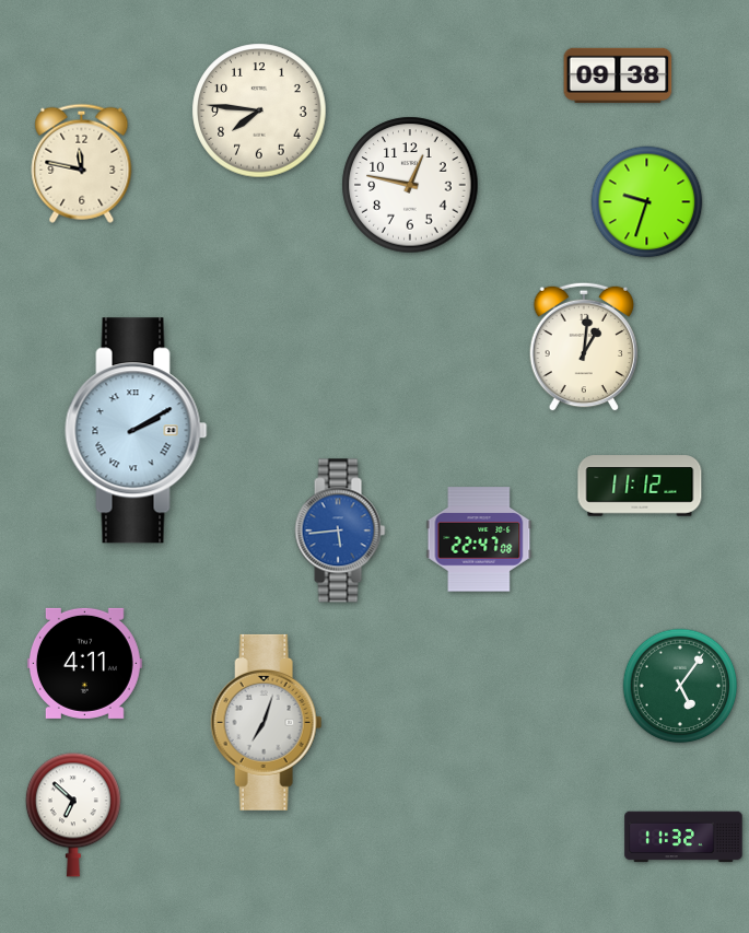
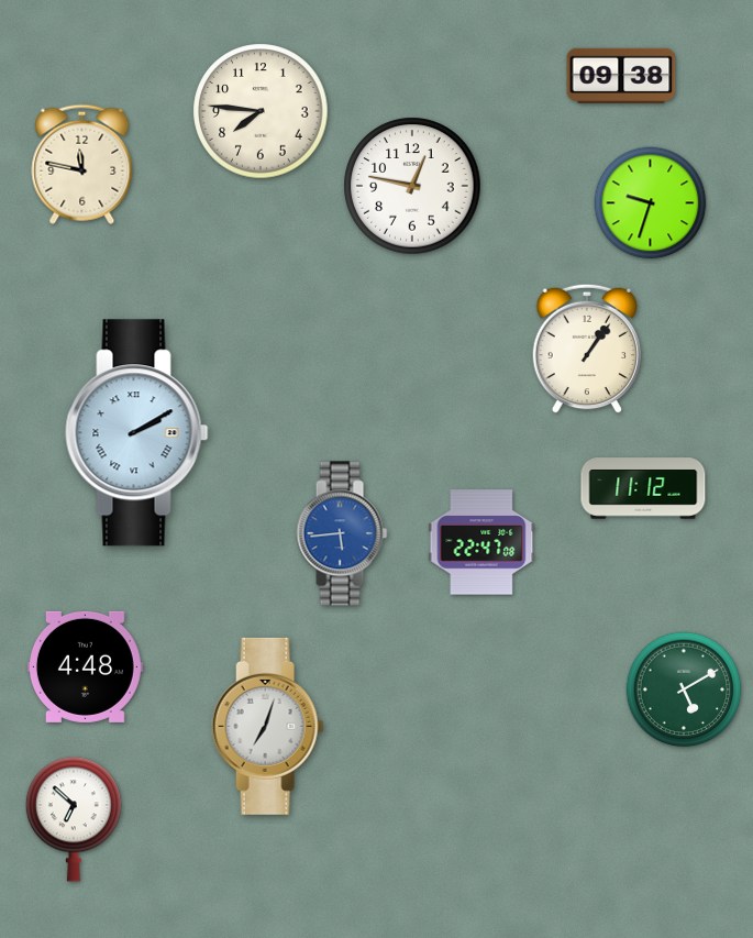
clock at (584, 347): 1:01 -> 1:06
clock at (84, 663): 4:11 -> 4:48
clock at (680, 686): 5:06 -> 5:10
clock at (683, 837): 11:32 -> none
